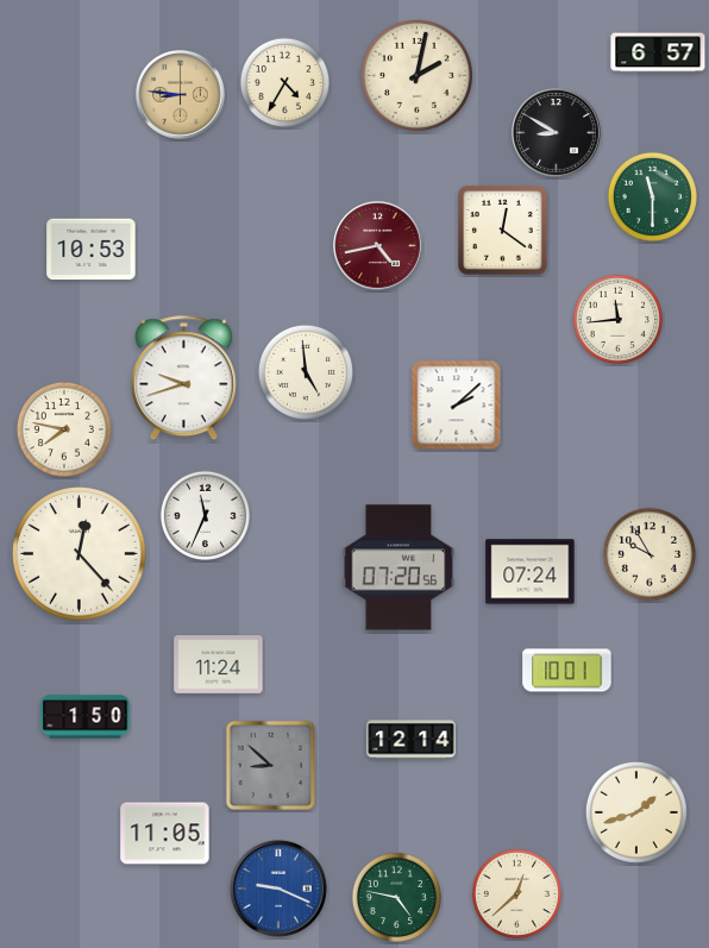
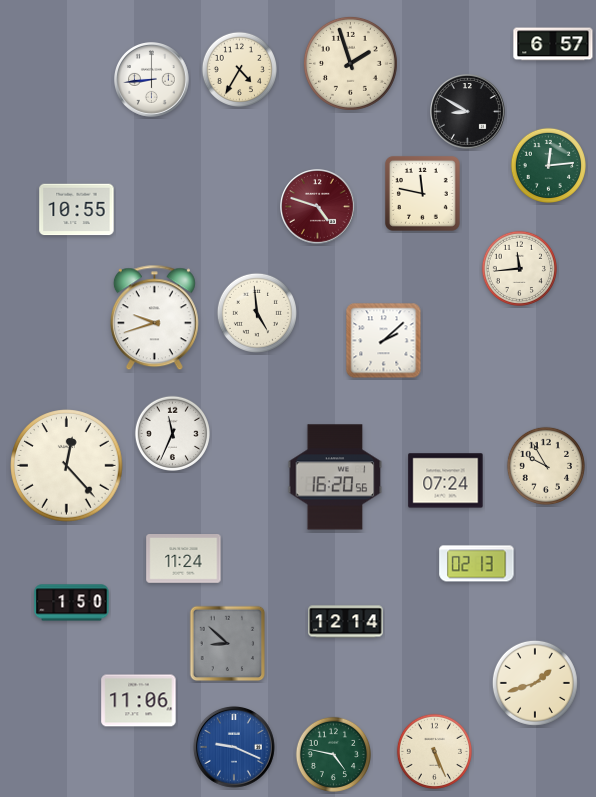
clock at (416, 75): 2:02 -> 1:57
clock at (181, 95): 8:46 -> 8:44
clock at (181, 95) dial: champagne -> white
clock at (652, 196): 11:30 -> 12:14
clock at (502, 230): 12:21 -> 11:47
clock at (378, 246): 4:43 -> 4:48
clock at (92, 250): 10:53 -> 10:55
clock at (64, 429): 7:47 -> none
clock at (399, 567): 07:20 -> 16:20
clock at (567, 671): 10:01 -> 02:13
clock at (165, 834): 11:05 -> 11:06
clock at (516, 893): 12:38 -> 5:26
